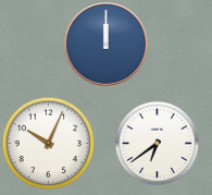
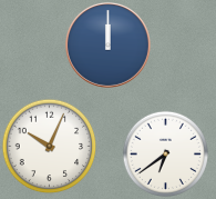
clock at (157, 143) position: (157, 143) -> (165, 153)
